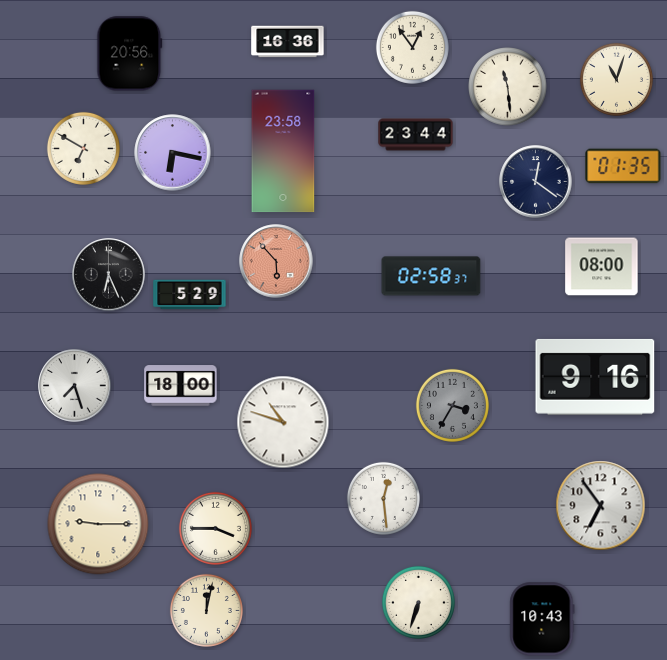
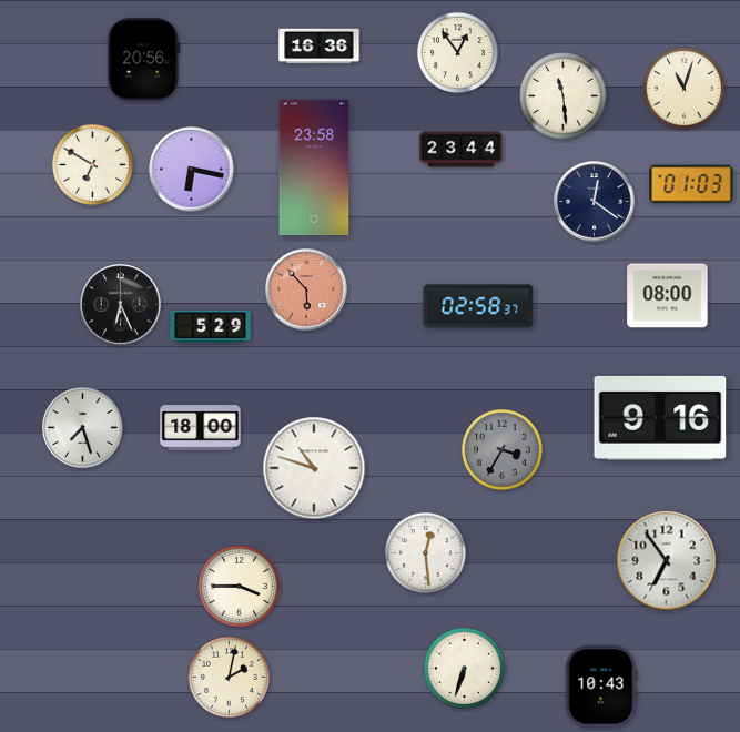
clock at (623, 166): 01:35 -> 01:03
clock at (98, 524): 9:15 -> none
clock at (206, 610): 12:02 -> 2:02
